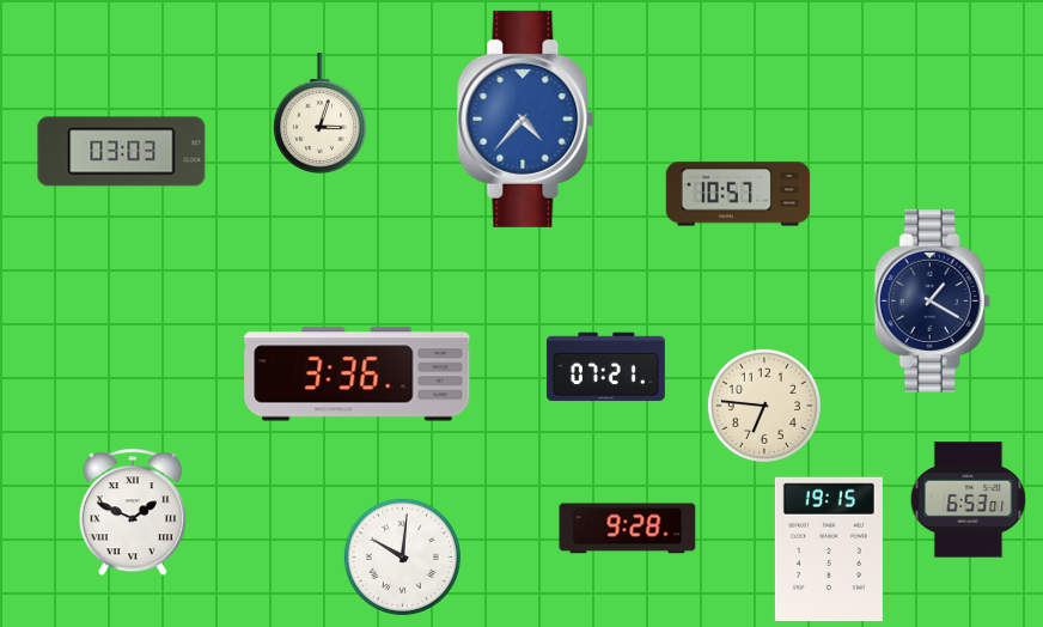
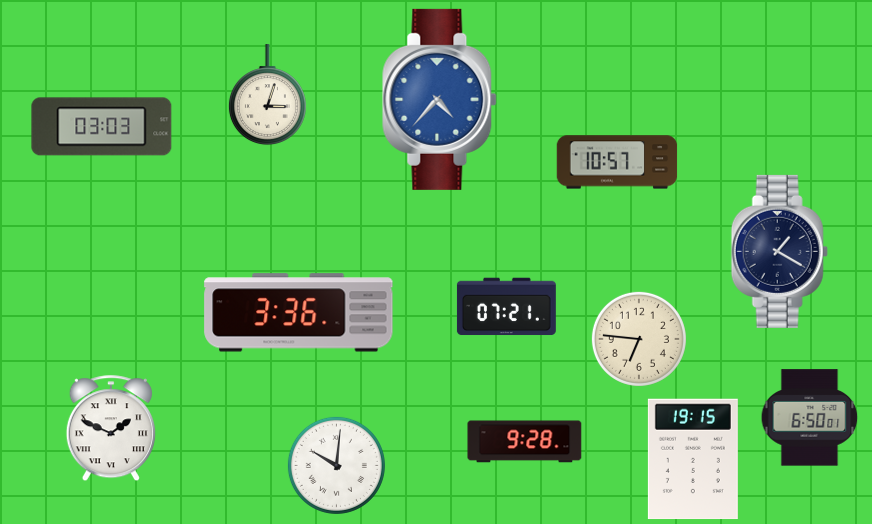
clock at (969, 500): 6:53 -> 6:50
